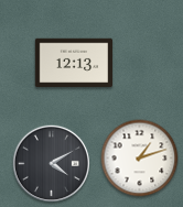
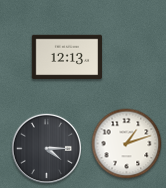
clock at (51, 163): 4:10 -> 4:15
